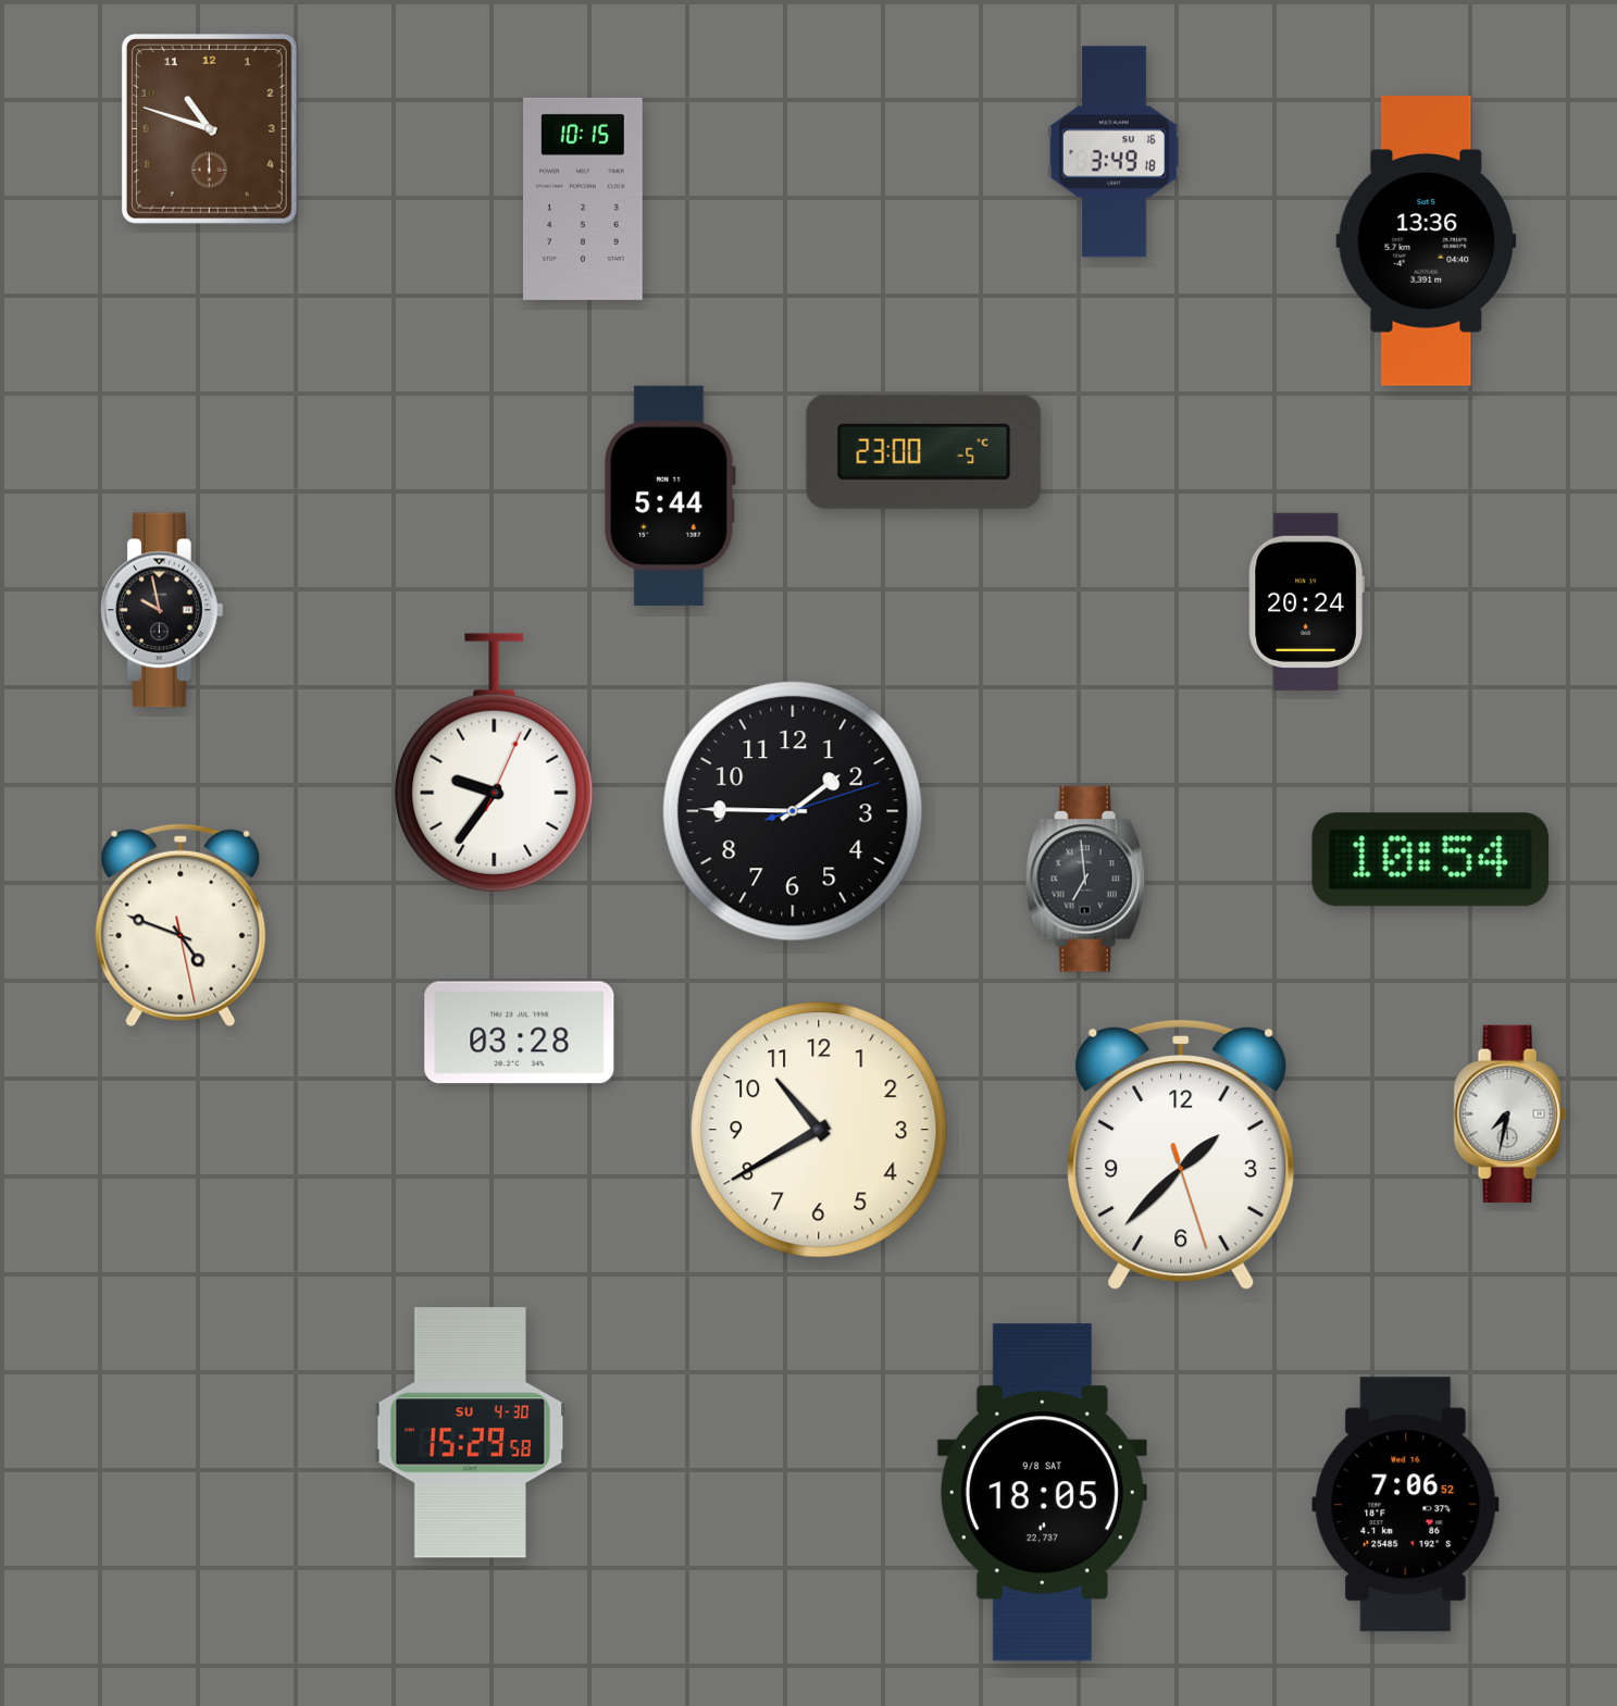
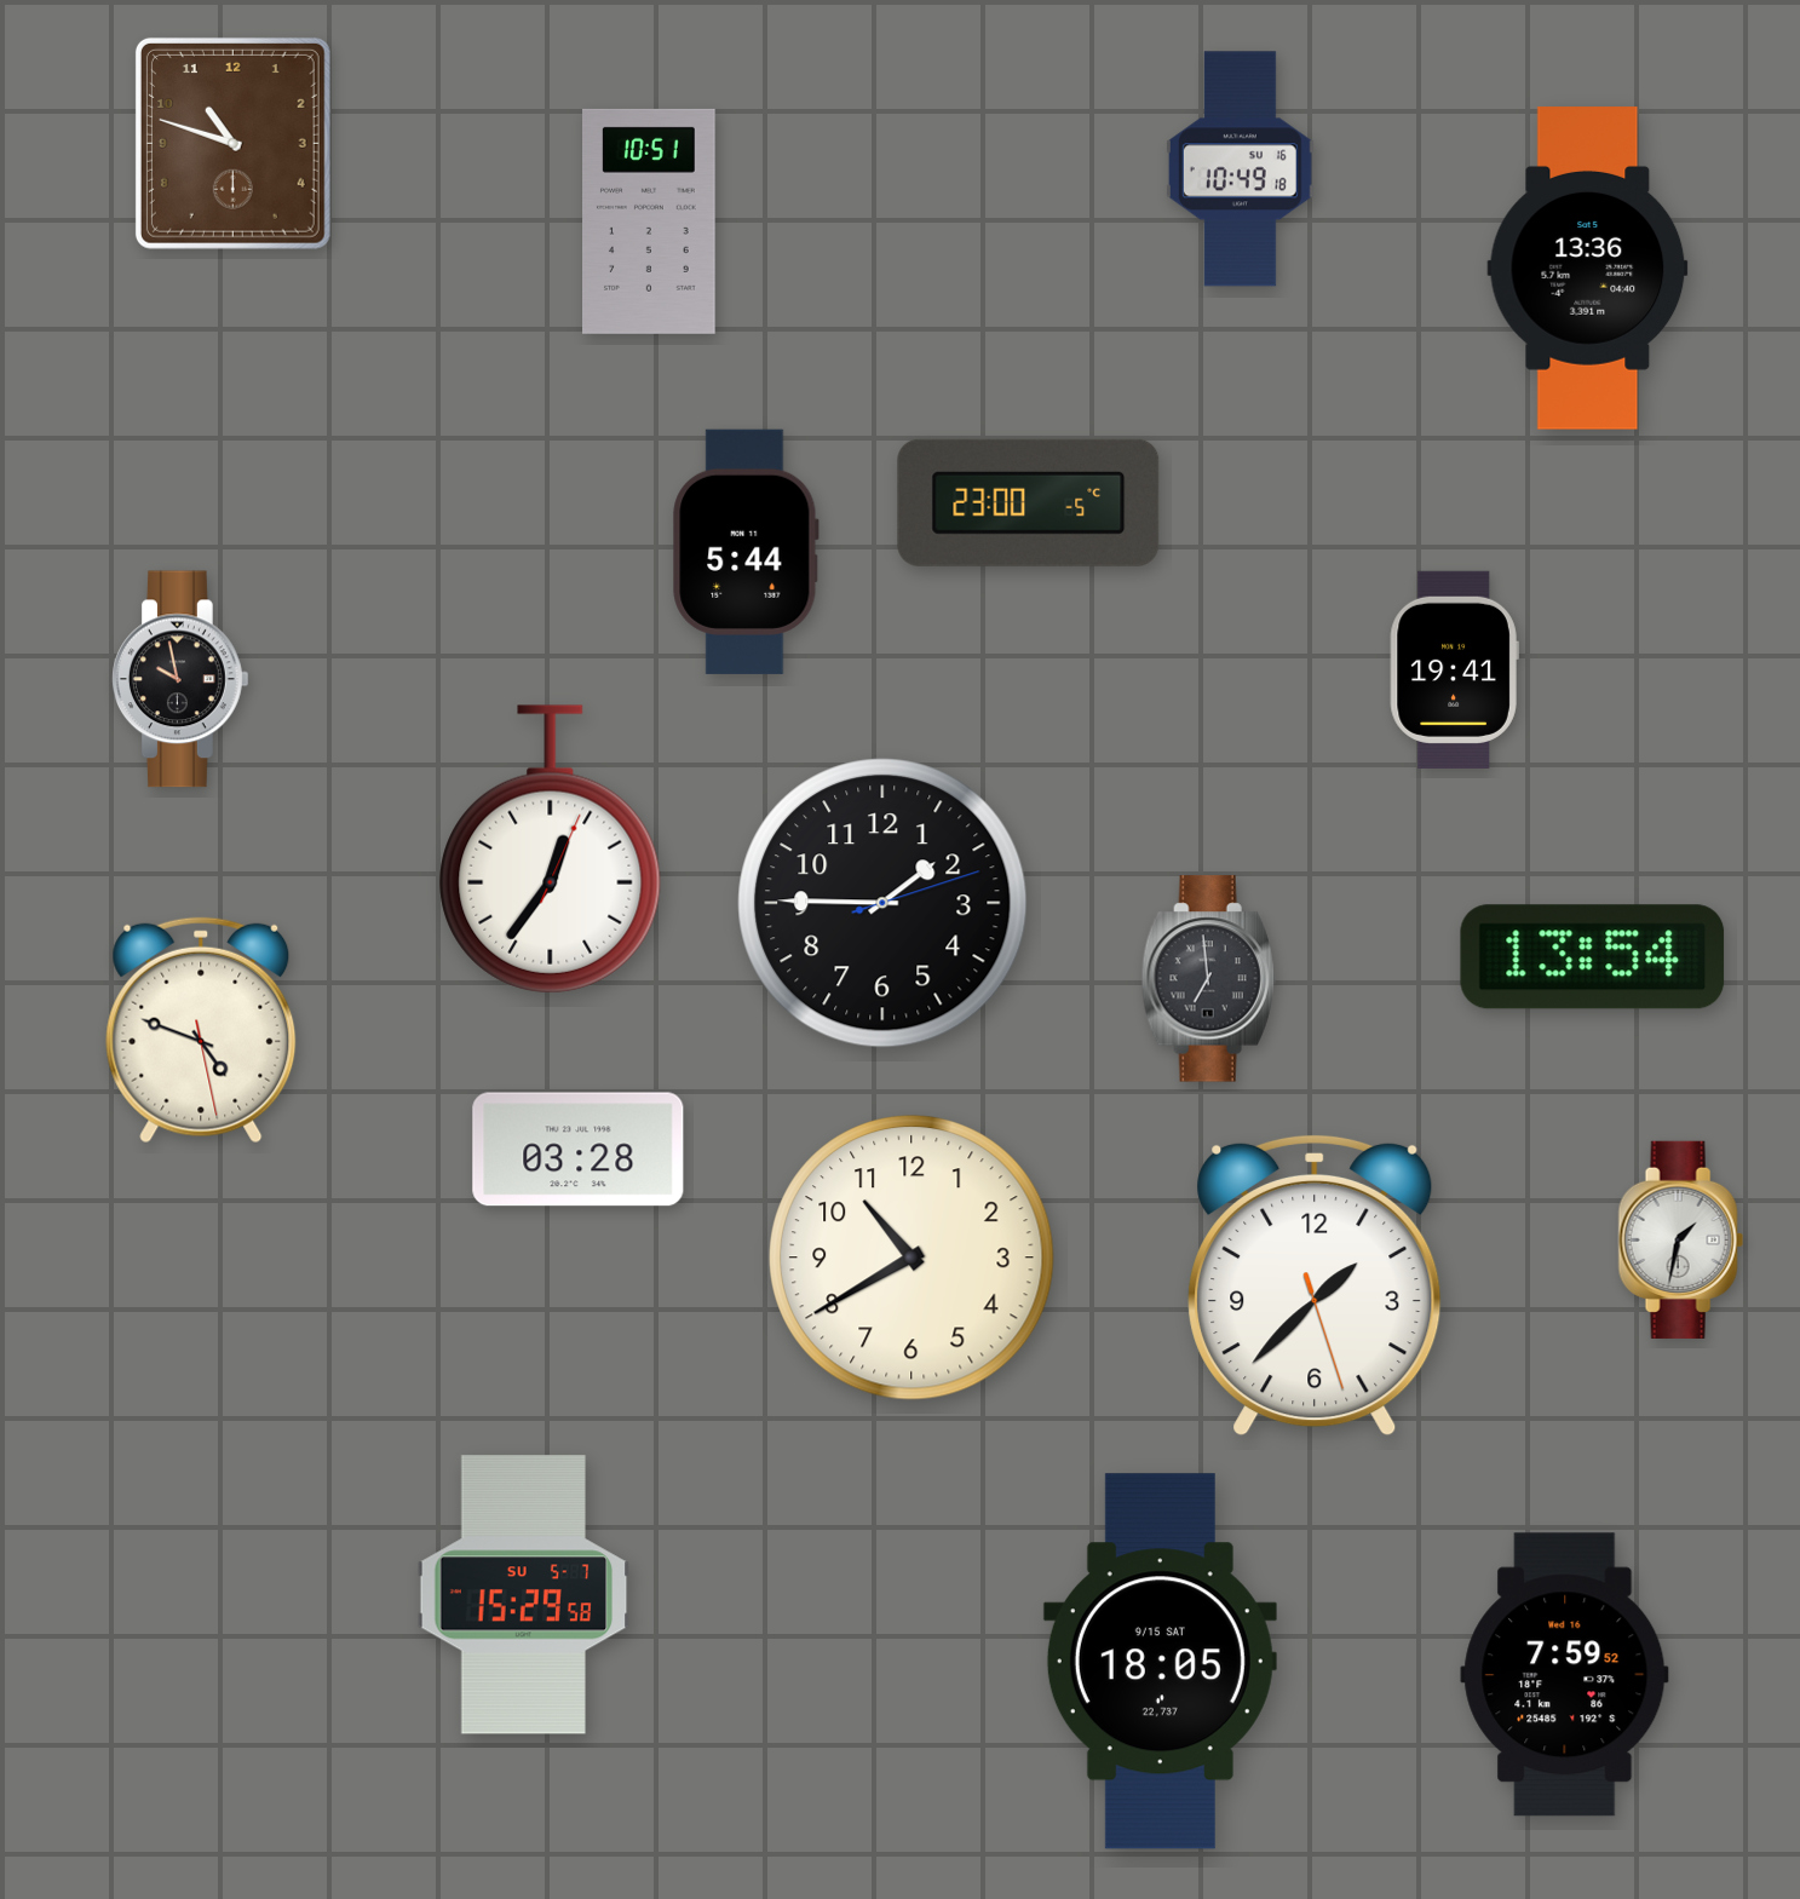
clock at (1114, 152): 3:49 -> 10:49
clock at (584, 199): 10:15 -> 10:51
clock at (1306, 601): 20:24 -> 19:41
clock at (495, 763): 9:36 -> 12:36
clock at (1431, 860): 10:54 -> 13:54
clock at (1509, 1113): 7:32 -> 1:32
clock at (471, 1433) date: SU 4-30 -> SU 5-7
clock at (1042, 1493) date: 9/8 SAT -> 9/15 SAT
clock at (1406, 1505): 7:06 -> 7:59
